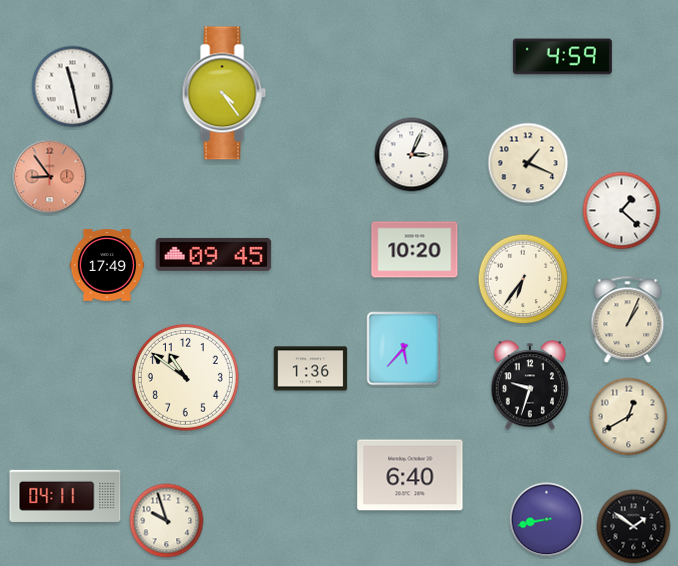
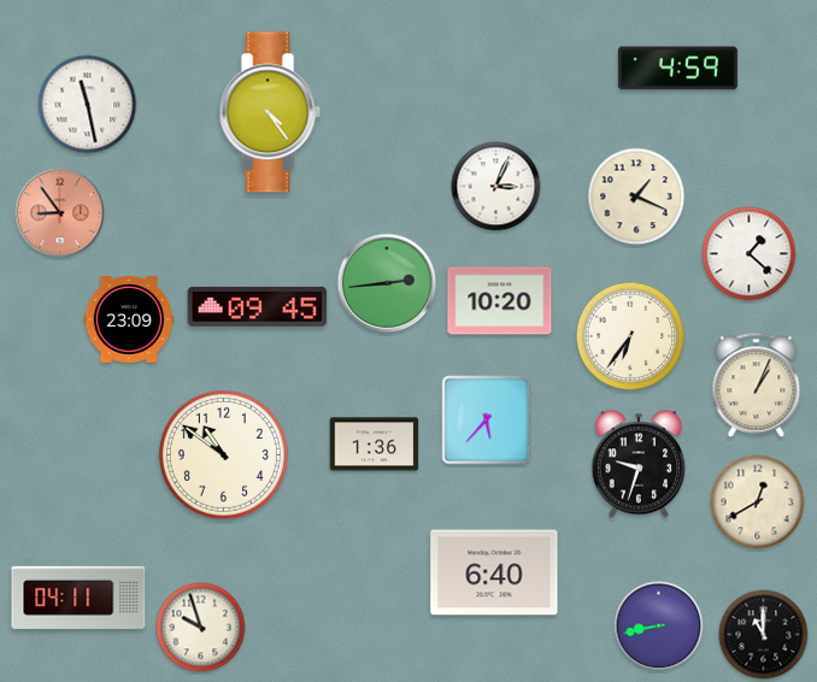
clock at (387, 283): none -> 2:44
clock at (107, 265): 17:49 -> 23:09
clock at (634, 527): 1:51 -> 11:00
